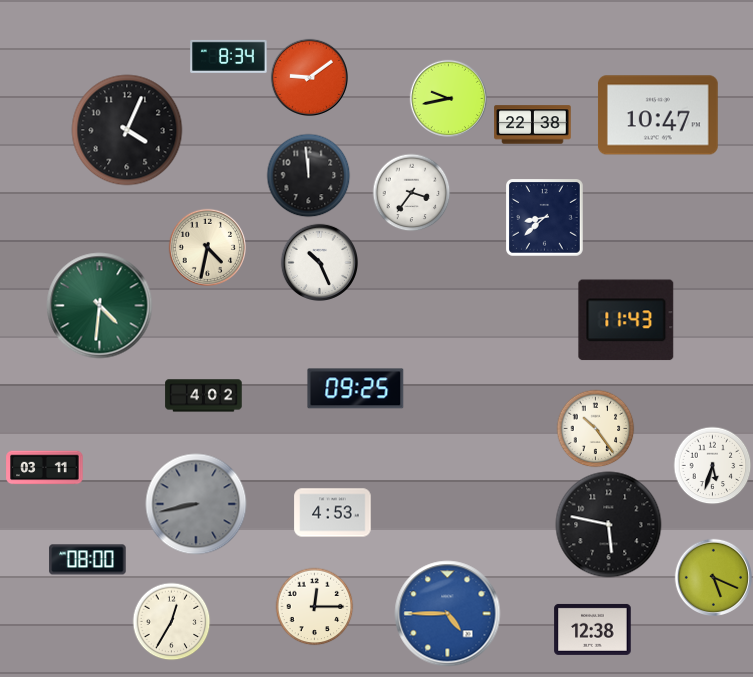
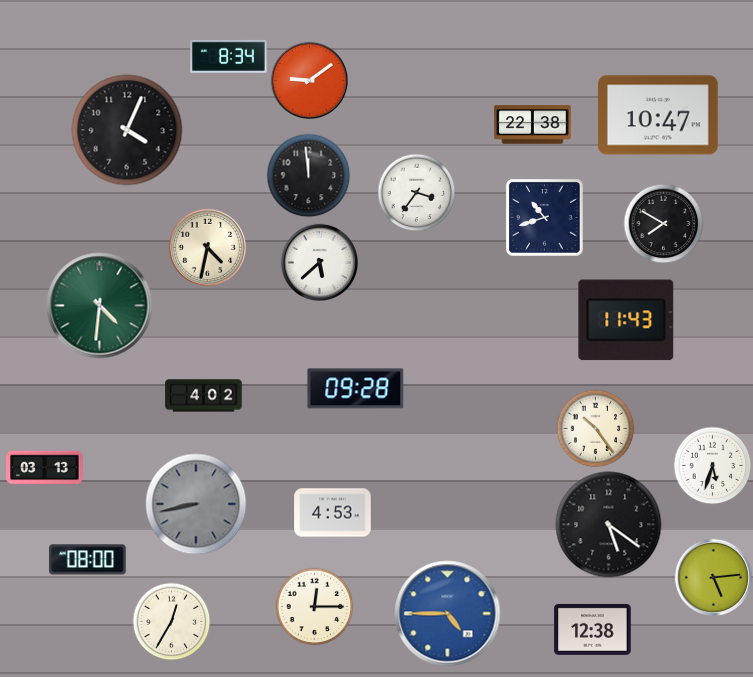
clock at (309, 77) position: (309, 77) -> (309, 80)
clock at (448, 98): 9:43 -> none
clock at (411, 192) position: (411, 192) -> (416, 192)
clock at (545, 218): 8:38 -> 10:42
clock at (663, 223): none -> 7:50
clock at (319, 262): 10:26 -> 5:38
clock at (356, 389): 09:25 -> 09:28
clock at (45, 468): 03:11 -> 03:13
clock at (609, 525): 5:47 -> 5:21
clock at (713, 577): 5:19 -> 5:14
